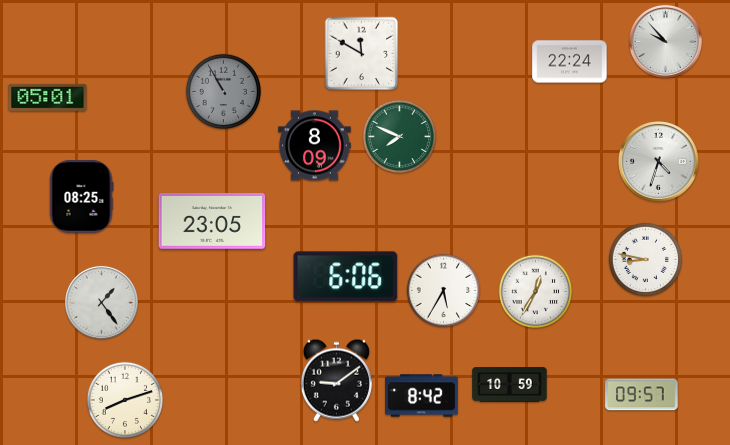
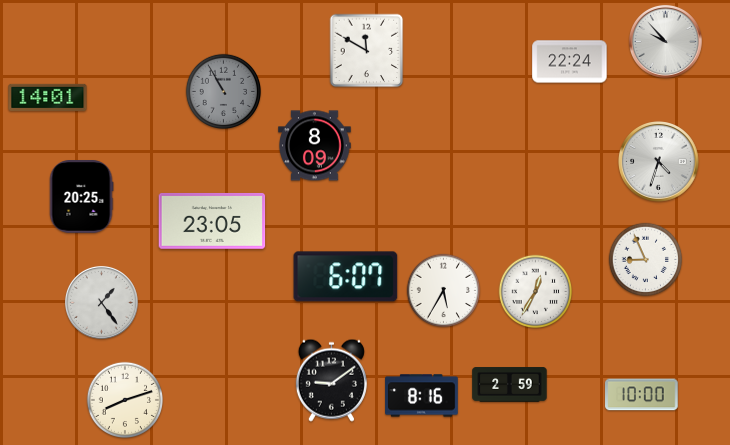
clock at (362, 54) position: (362, 54) -> (367, 51)
clock at (48, 97): 05:01 -> 14:01
clock at (400, 137): 7:49 -> none
clock at (81, 197): 08:25 -> 20:25
clock at (646, 260): 8:47 -> 8:56
clock at (346, 277): 6:06 -> 6:07
clock at (336, 380) position: (336, 380) -> (331, 380)
clock at (510, 385): 10:59 -> 2:59
clock at (642, 395): 09:57 -> 10:00
clock at (422, 396): 8:42 -> 8:16
